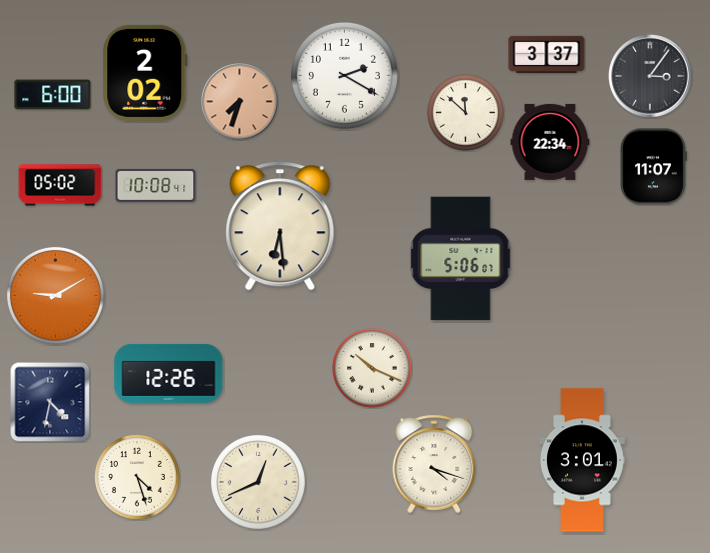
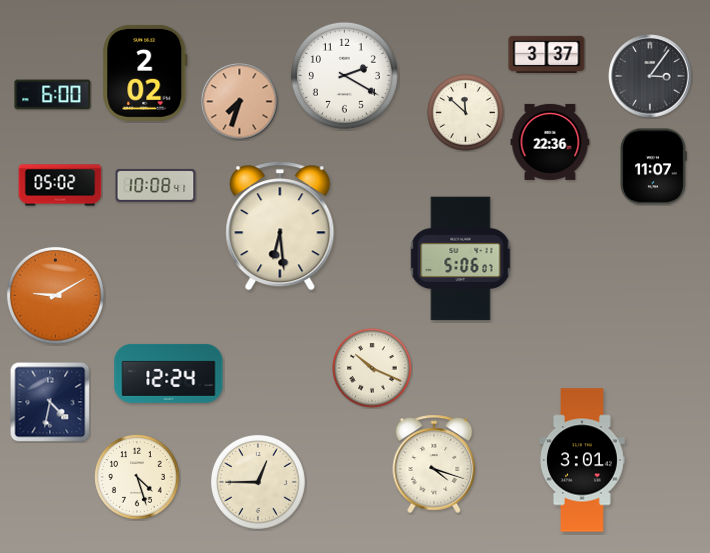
clock at (550, 142): 22:34 -> 22:36
clock at (169, 373): 12:26 -> 12:24
clock at (258, 482): 12:41 -> 12:45
